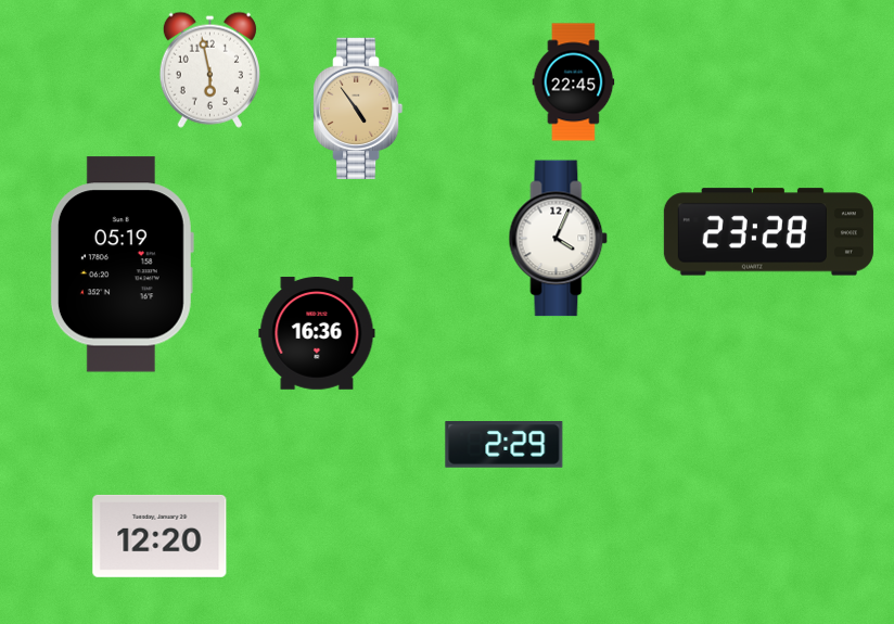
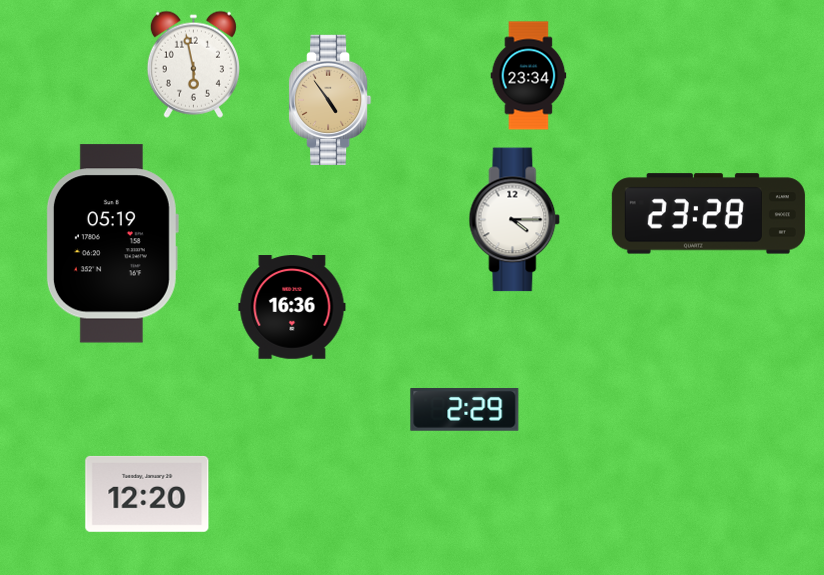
clock at (574, 82): 22:45 -> 23:34
clock at (559, 239): 4:04 -> 4:15
